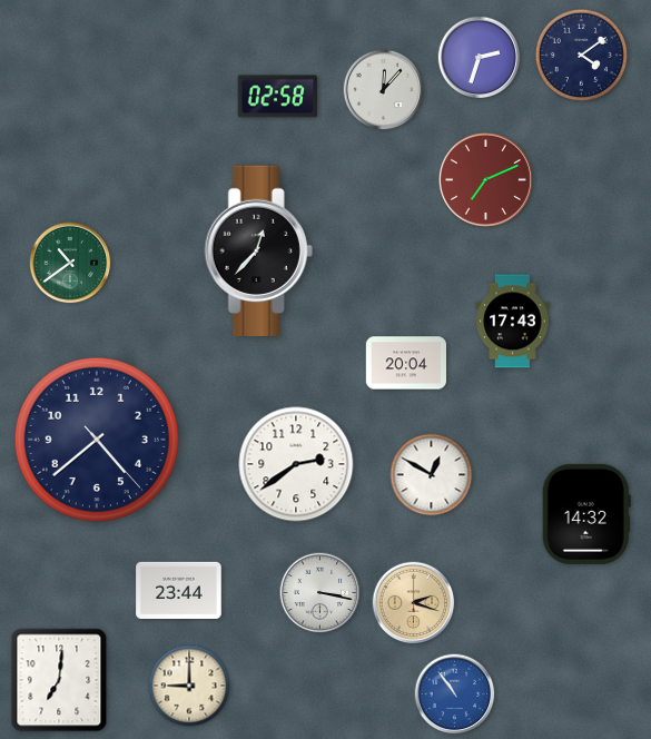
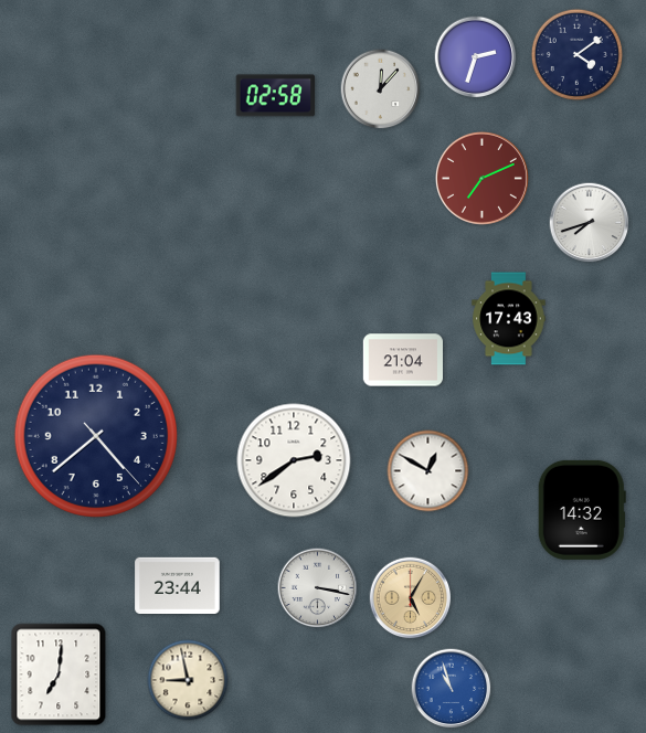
clock at (590, 223): none -> 7:42
clock at (258, 250): 12:37 -> none
clock at (70, 263): 10:39 -> none
clock at (405, 363): 20:04 -> 21:04
clock at (414, 603): 2:18 -> 5:05
clock at (189, 686): 9:00 -> 8:58
clock at (455, 694): 10:54 -> 10:57
